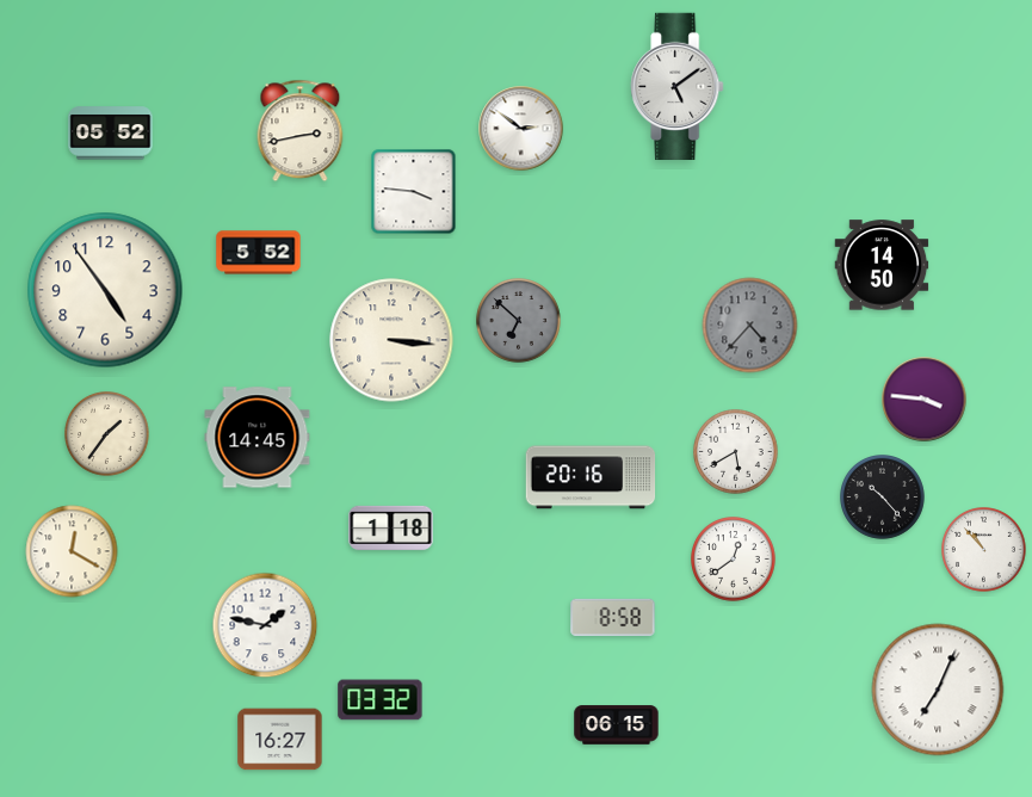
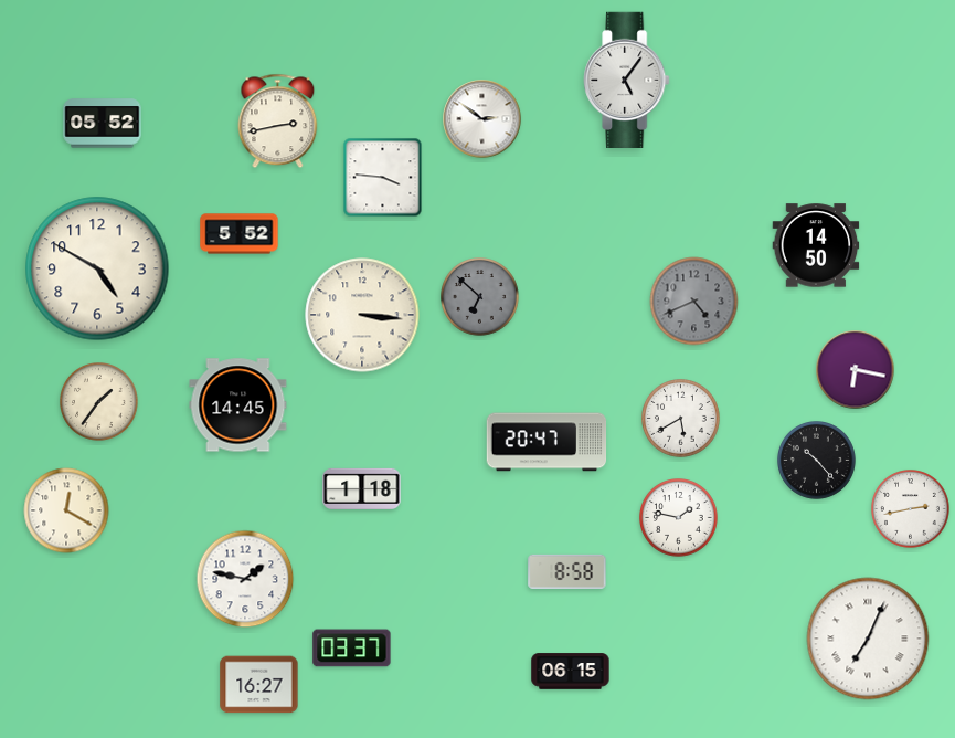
clock at (678, 86): 5:09 -> 5:06
clock at (105, 290): 4:54 -> 4:50
clock at (750, 326): 4:37 -> 4:41
clock at (925, 400): 3:46 -> 6:17
clock at (591, 477): 20:16 -> 20:47
clock at (984, 550): 10:53 -> 2:43
clock at (734, 560): 12:39 -> 1:47
clock at (381, 700): 03:32 -> 03:37
